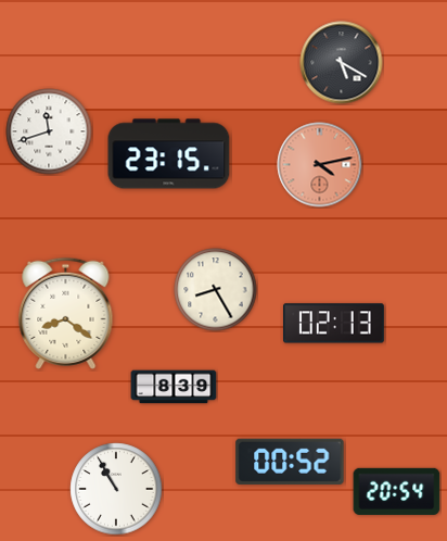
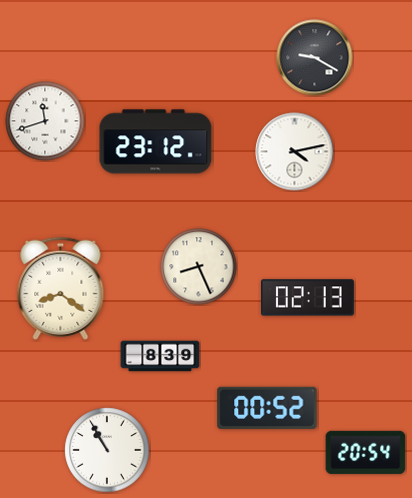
clock at (342, 63): 5:20 -> 9:20
clock at (169, 154): 23:15 -> 23:12
clock at (320, 165) dial: salmon -> white
clock at (216, 290): 8:25 -> 8:26
clock at (290, 462) position: (290, 462) -> (267, 408)
